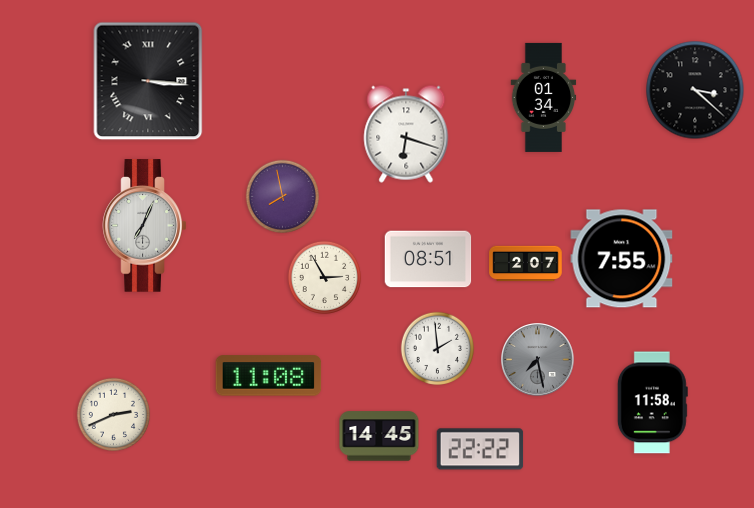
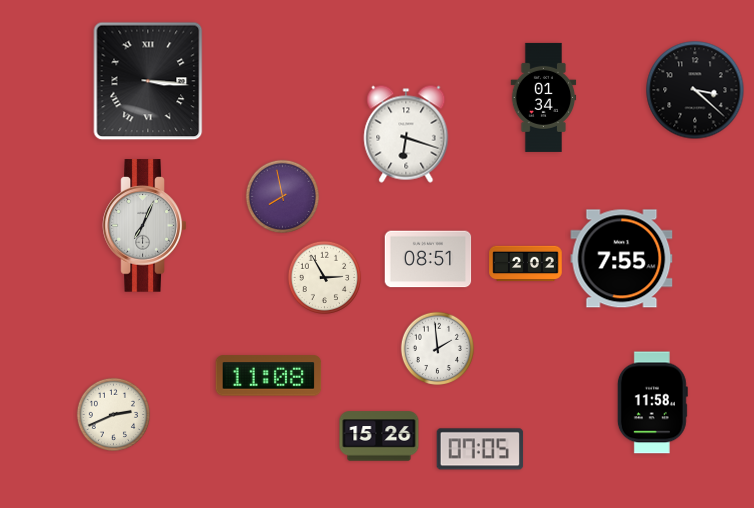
clock at (526, 264): 2:07 -> 2:02
clock at (538, 360): 7:28 -> none
clock at (379, 436): 14:45 -> 15:26
clock at (480, 449): 22:22 -> 07:05
